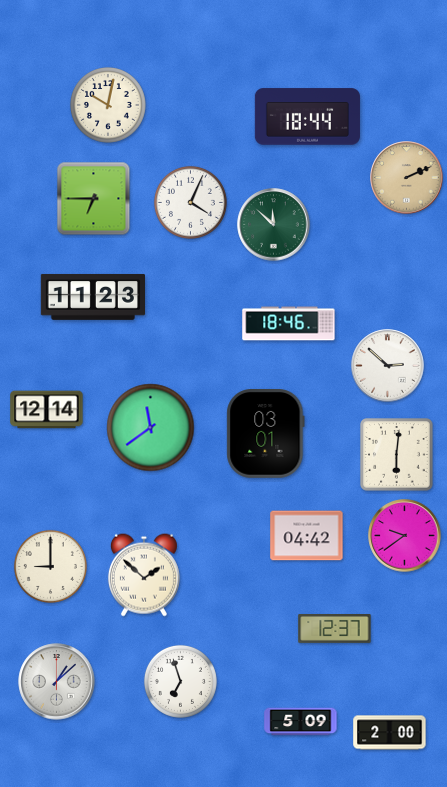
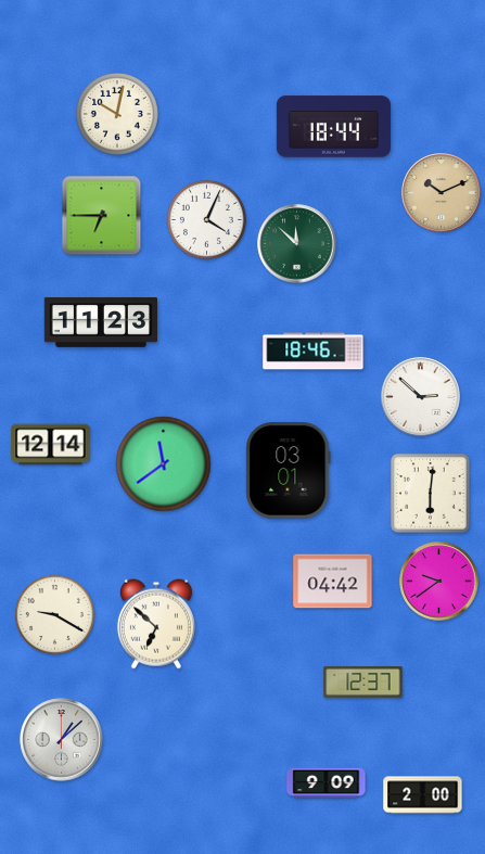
clock at (407, 178): 2:11 -> 10:11
clock at (50, 566): 9:00 -> 9:20
clock at (144, 575): 1:52 -> 6:52
clock at (180, 681): 6:57 -> none
clock at (301, 722): 5:09 -> 9:09
